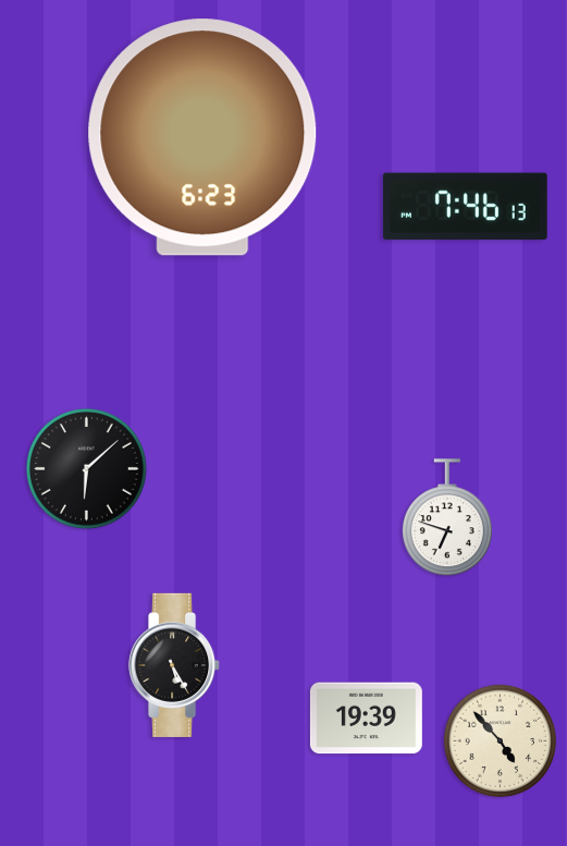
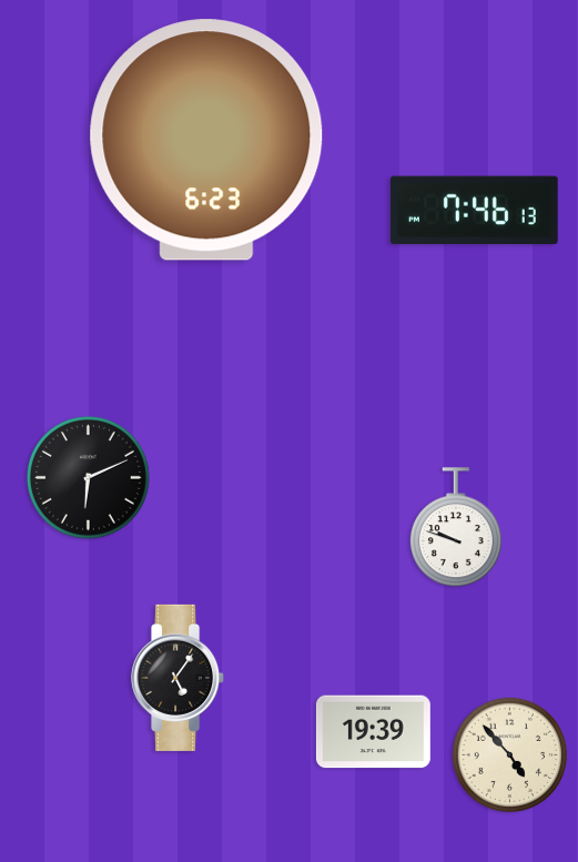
clock at (86, 468): 6:08 -> 6:11
clock at (447, 518): 6:48 -> 9:48
clock at (175, 665): 5:25 -> 5:06
